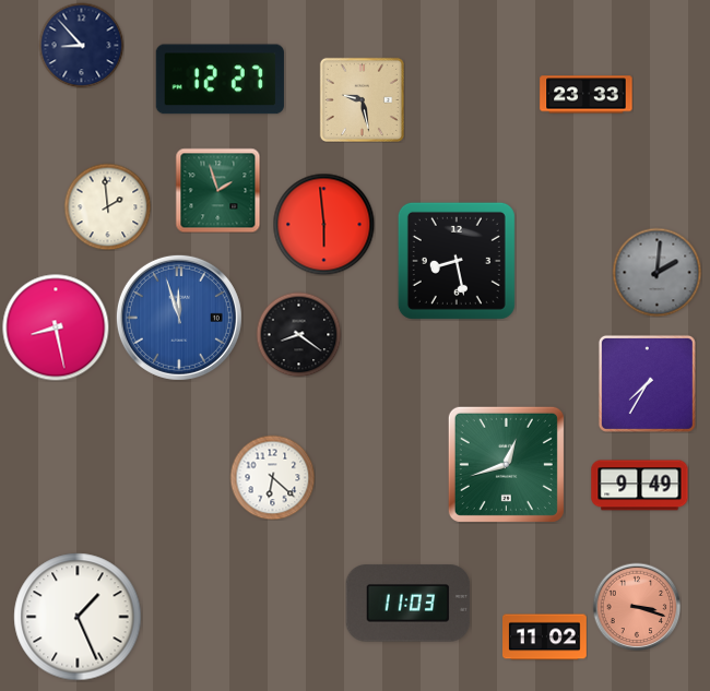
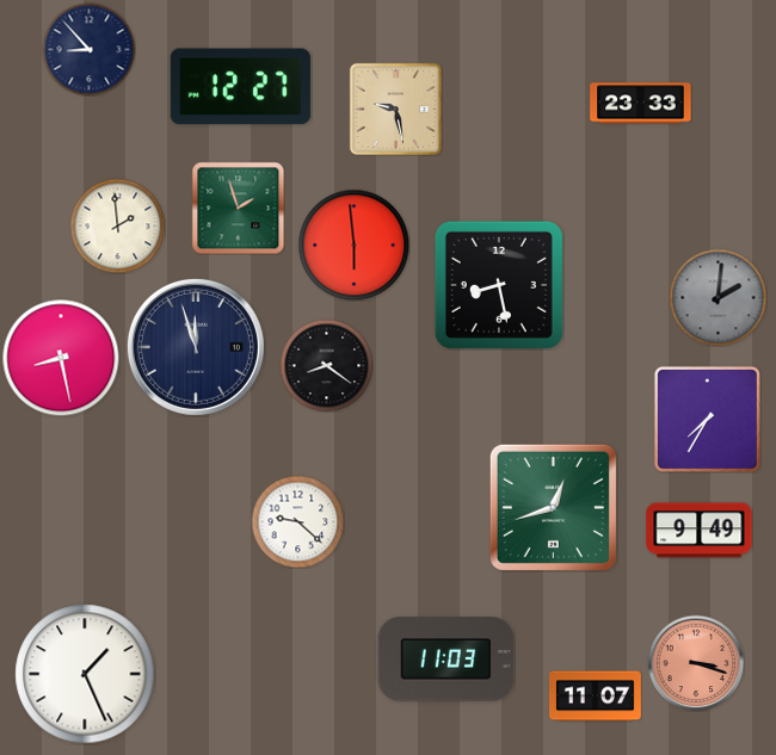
clock at (179, 318) dial: blue -> navy
clock at (272, 477): 6:22 -> 9:22
clock at (545, 638): 11:02 -> 11:07
